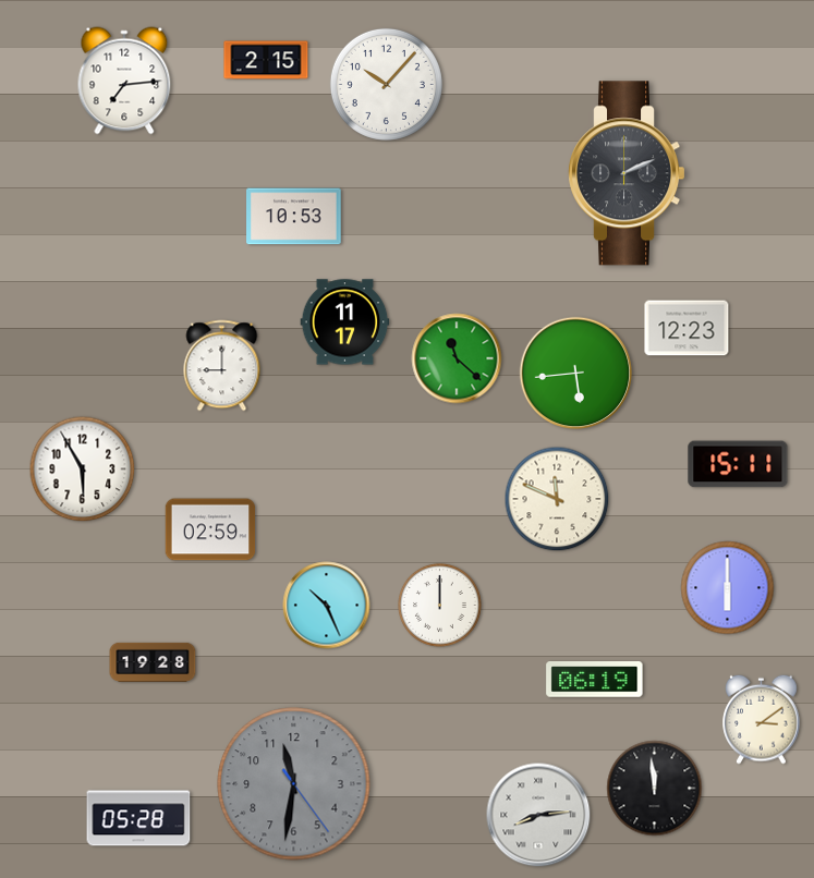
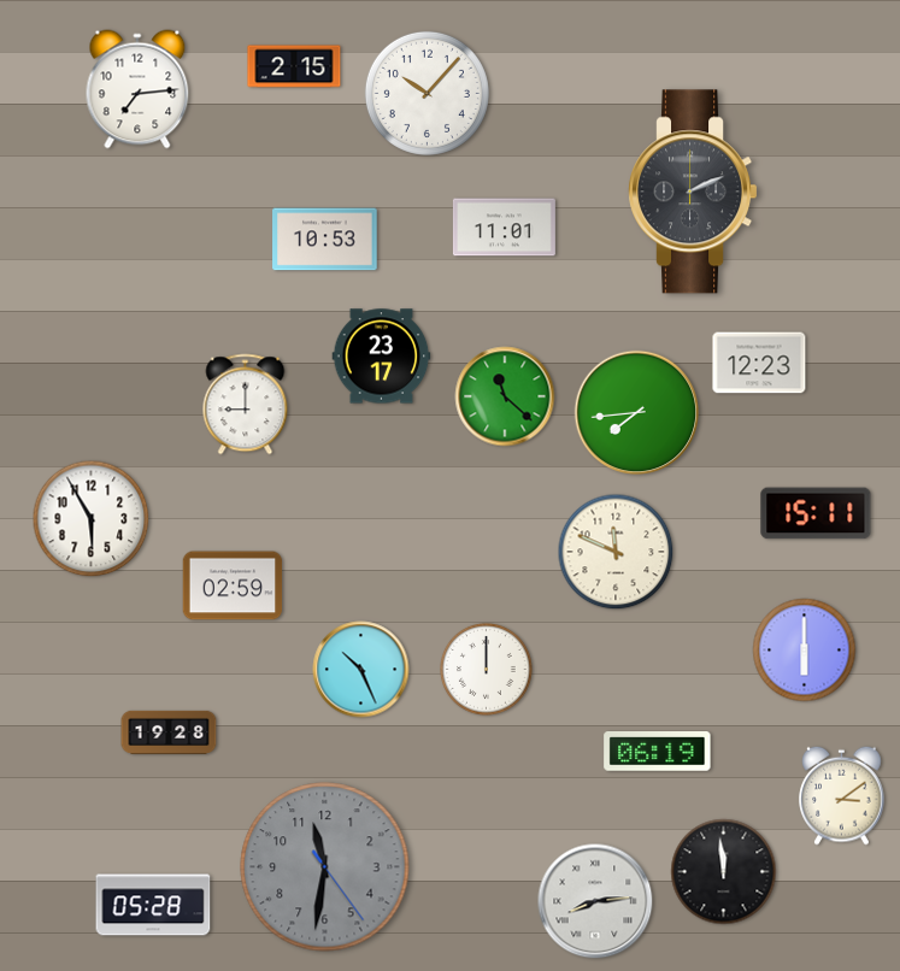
clock at (504, 228): none -> 11:01
clock at (345, 322): 11:17 -> 23:17
clock at (576, 374): 5:44 -> 7:44
